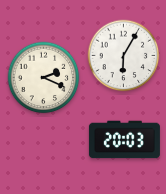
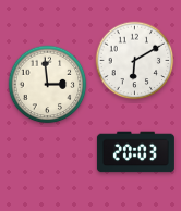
clock at (124, 56): 6:05 -> 6:10
clock at (44, 78): 2:19 -> 2:59
